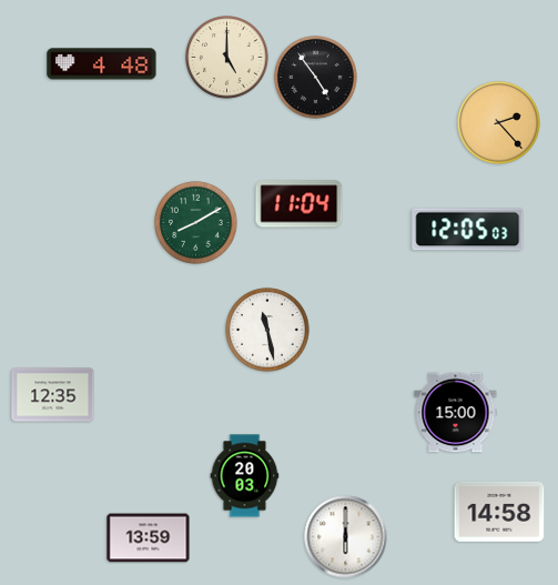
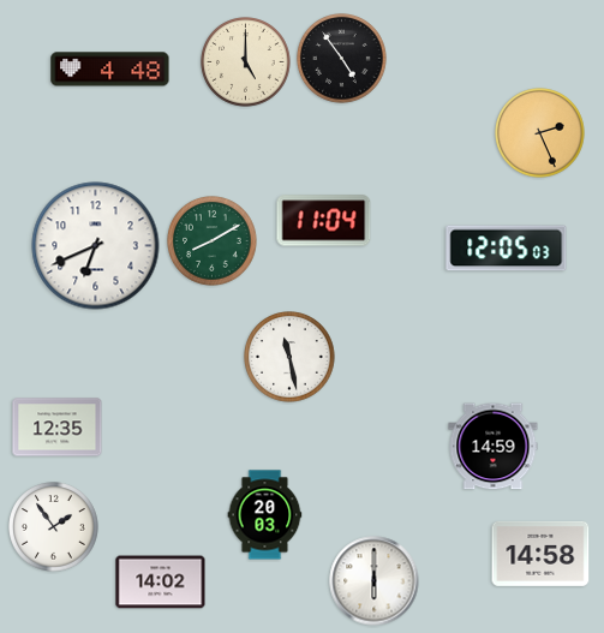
clock at (316, 78) position: (316, 78) -> (342, 59)
clock at (499, 123): 2:23 -> 2:26
clock at (96, 246): none -> 6:41
clock at (456, 413): 15:00 -> 14:59
clock at (54, 527): none -> 1:54
clock at (149, 538): 13:59 -> 14:02
